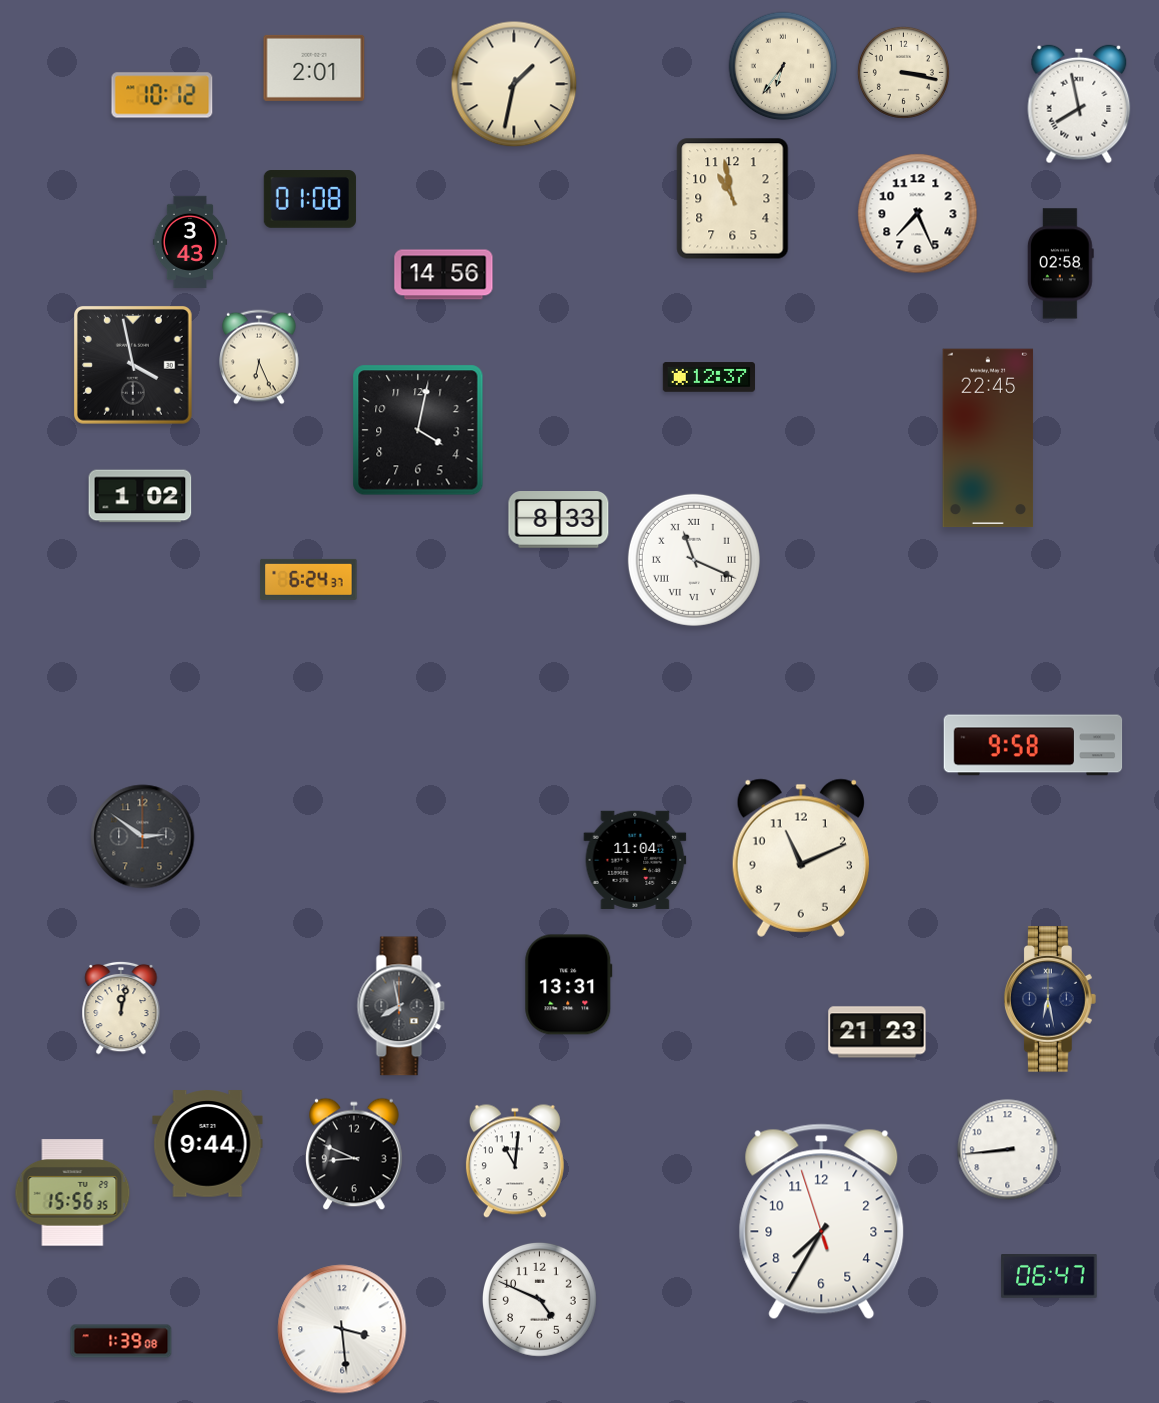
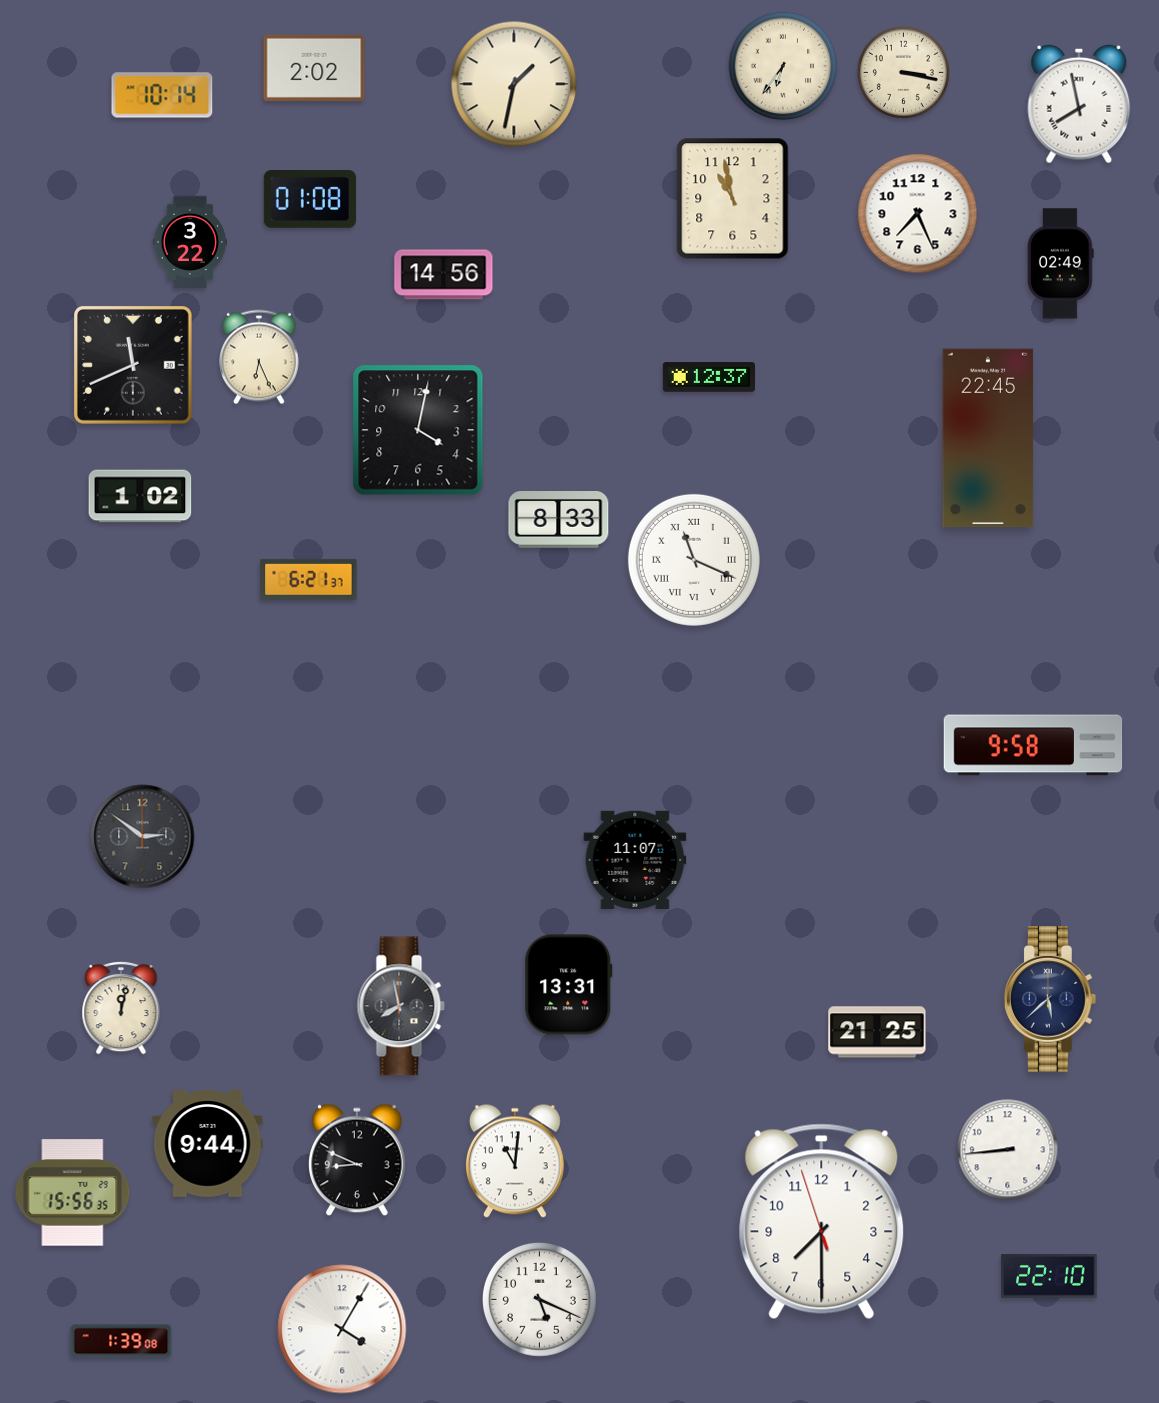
clock at (314, 68): 2:01 -> 2:02
clock at (162, 95): 10:12 -> 10:14
clock at (190, 242): 3:43 -> 3:22
clock at (1060, 264): 02:58 -> 02:49
clock at (134, 366): 3:58 -> 11:41
clock at (309, 579): 6:24 -> 6:21
clock at (801, 858): 11:11 -> none
clock at (635, 860): 11:04 -> 11:07
clock at (1050, 999): 6:28 -> 5:38
clock at (877, 1032): 21:23 -> 21:25
clock at (355, 1154) position: (355, 1154) -> (358, 1160)
clock at (822, 1222): 7:34 -> 7:29
clock at (1049, 1277): 06:47 -> 22:10
clock at (539, 1299): 4:49 -> 5:19
clock at (342, 1329): 3:29 -> 4:05
